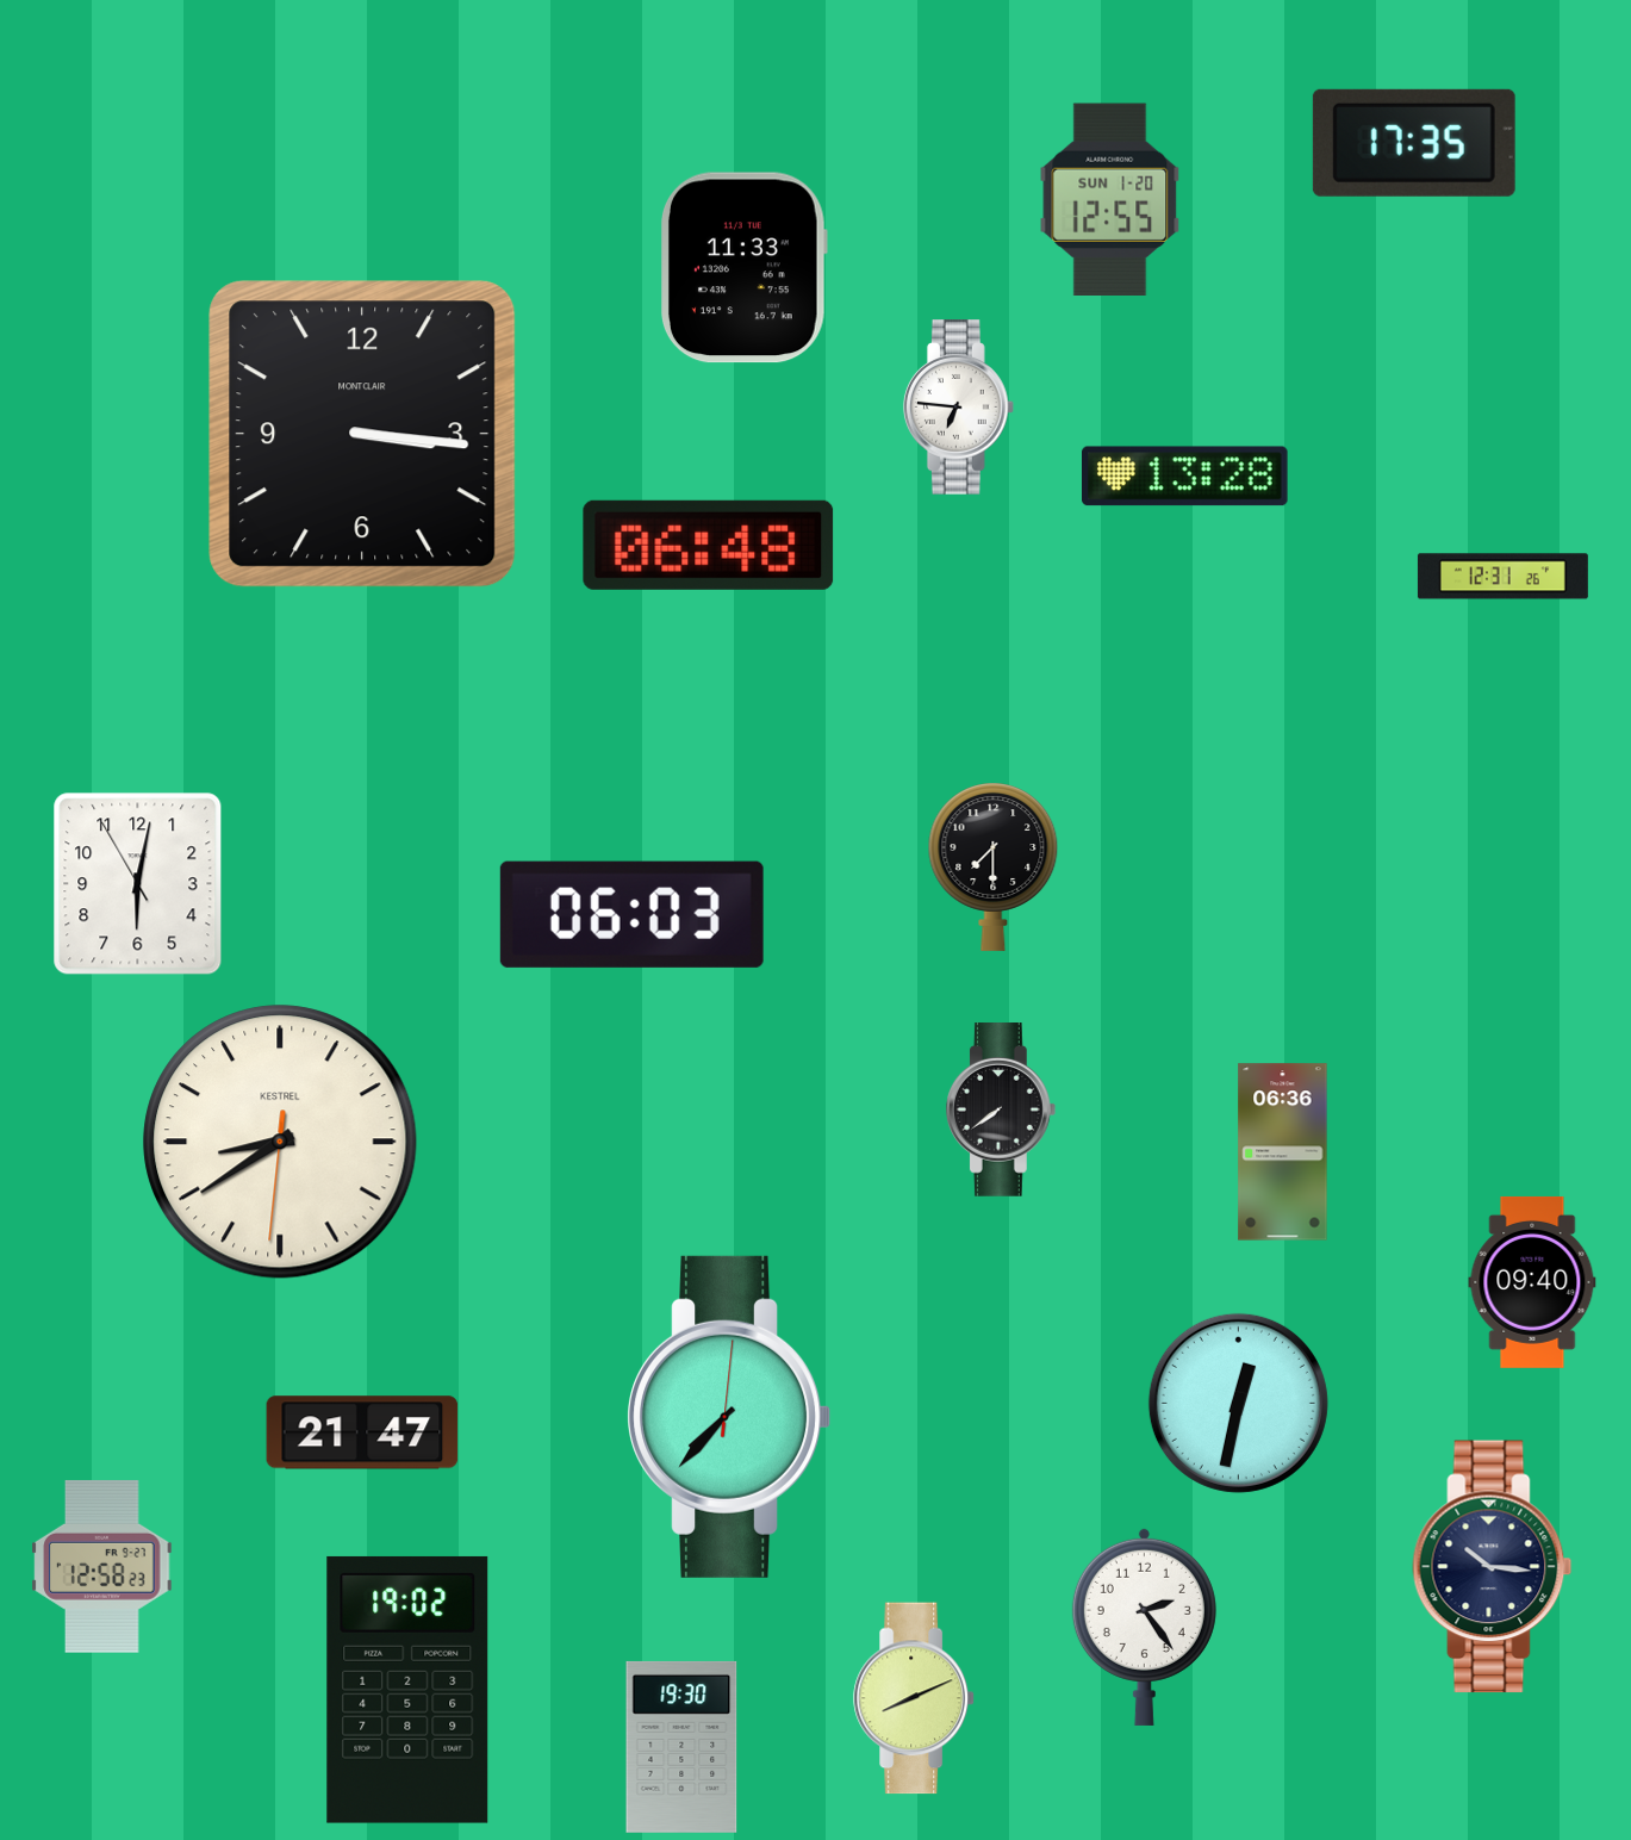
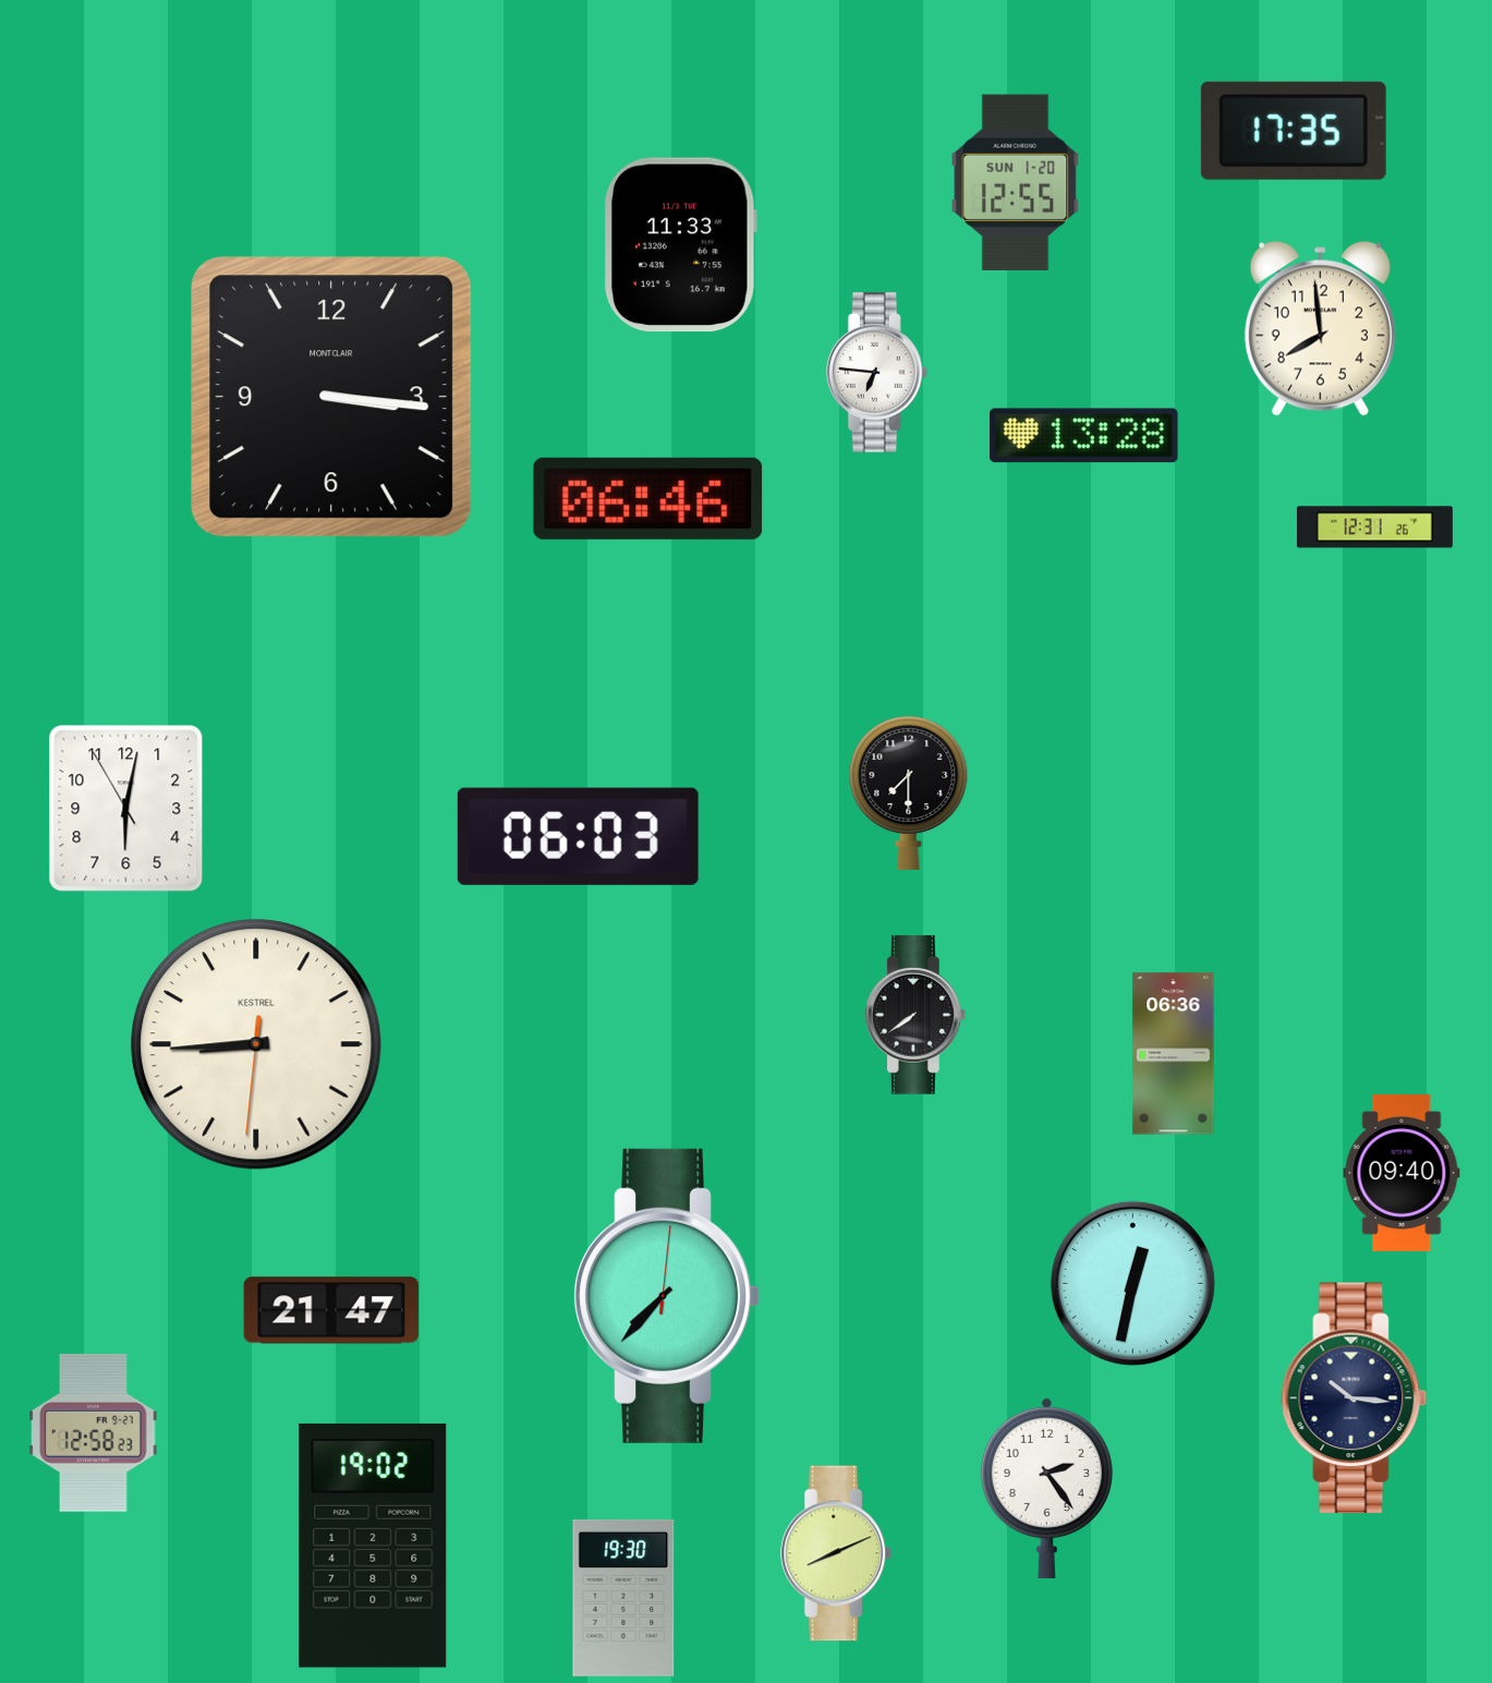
clock at (1320, 329): none -> 7:59
clock at (709, 545): 06:48 -> 06:46
clock at (280, 1142): 8:39 -> 8:44
clock at (1493, 1567) position: (1493, 1567) -> (1355, 1399)
